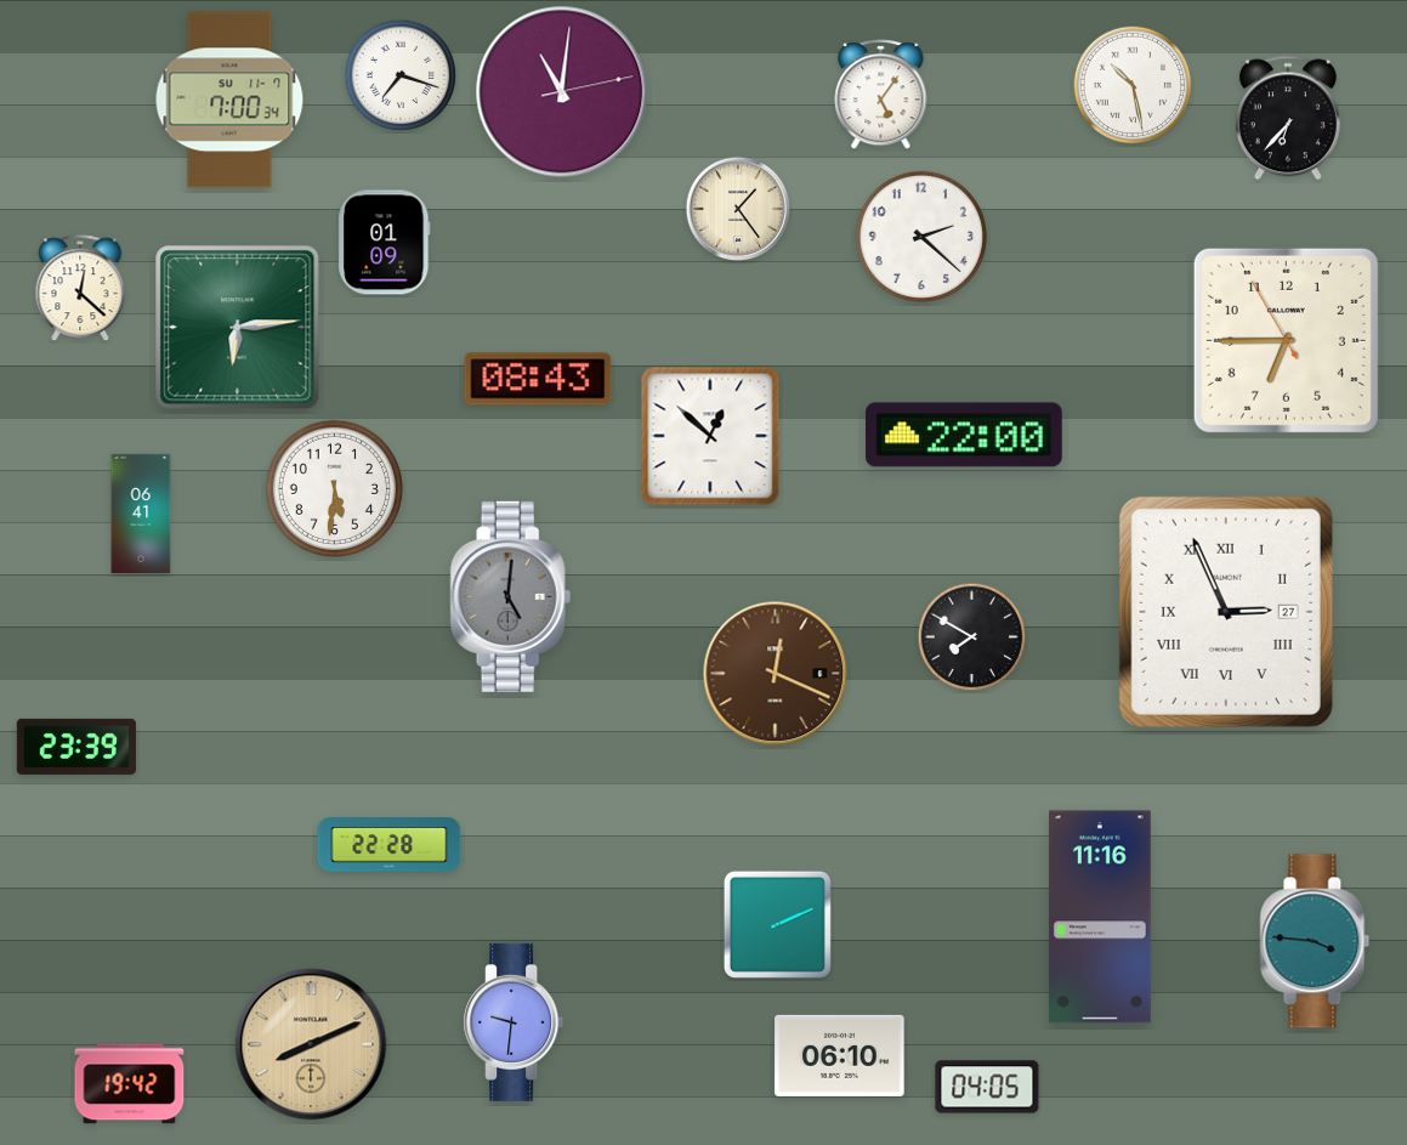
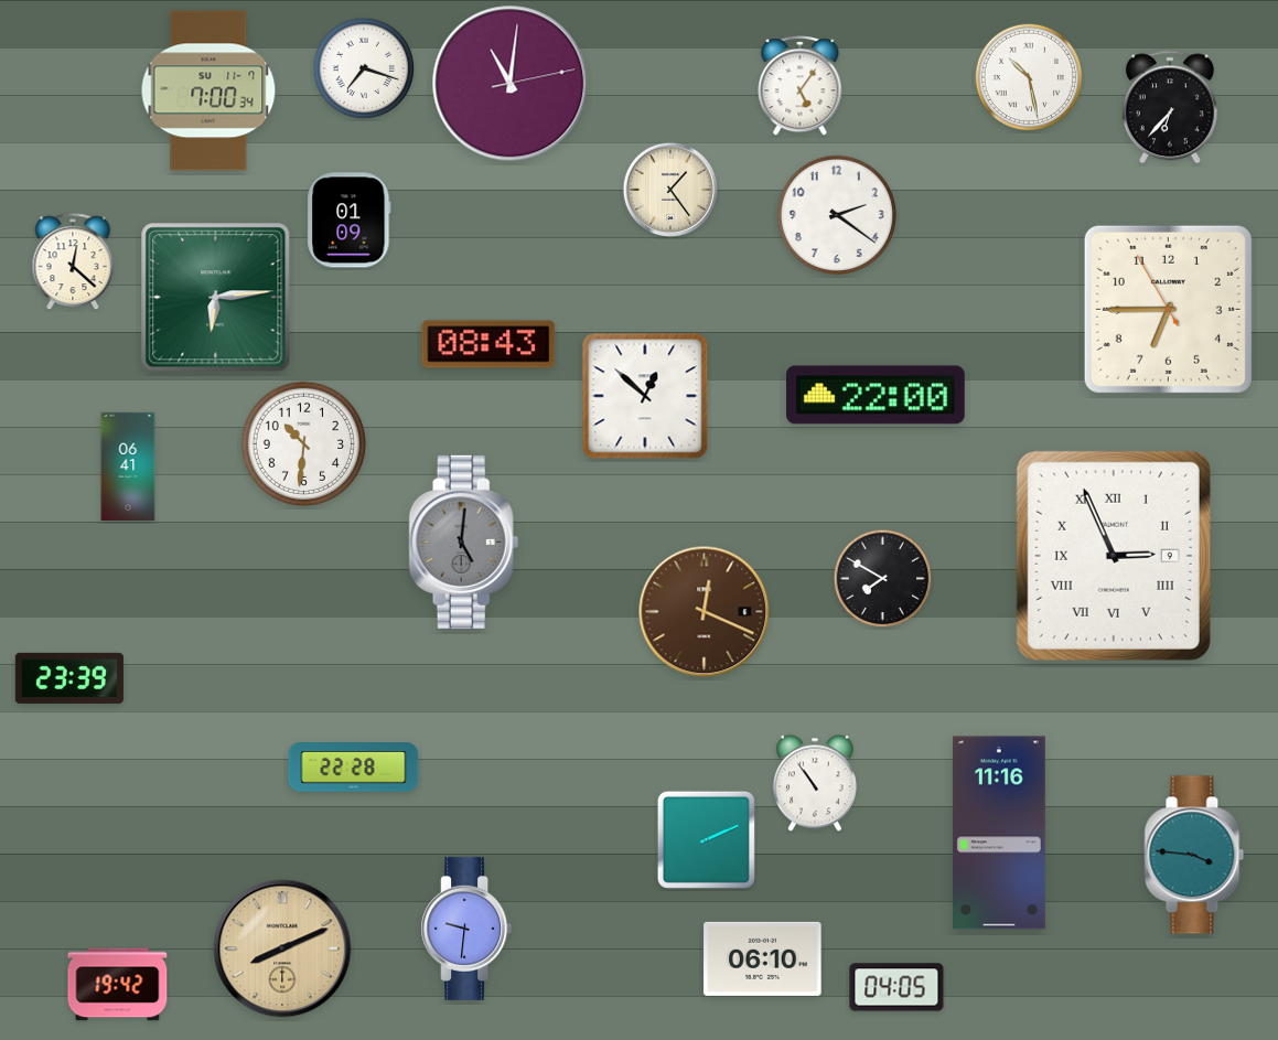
clock at (921, 237): 2:22 -> 2:21
clock at (334, 488): 5:31 -> 10:31
clock at (1226, 612) date: 27 -> 9
clock at (815, 783): none -> 10:54
